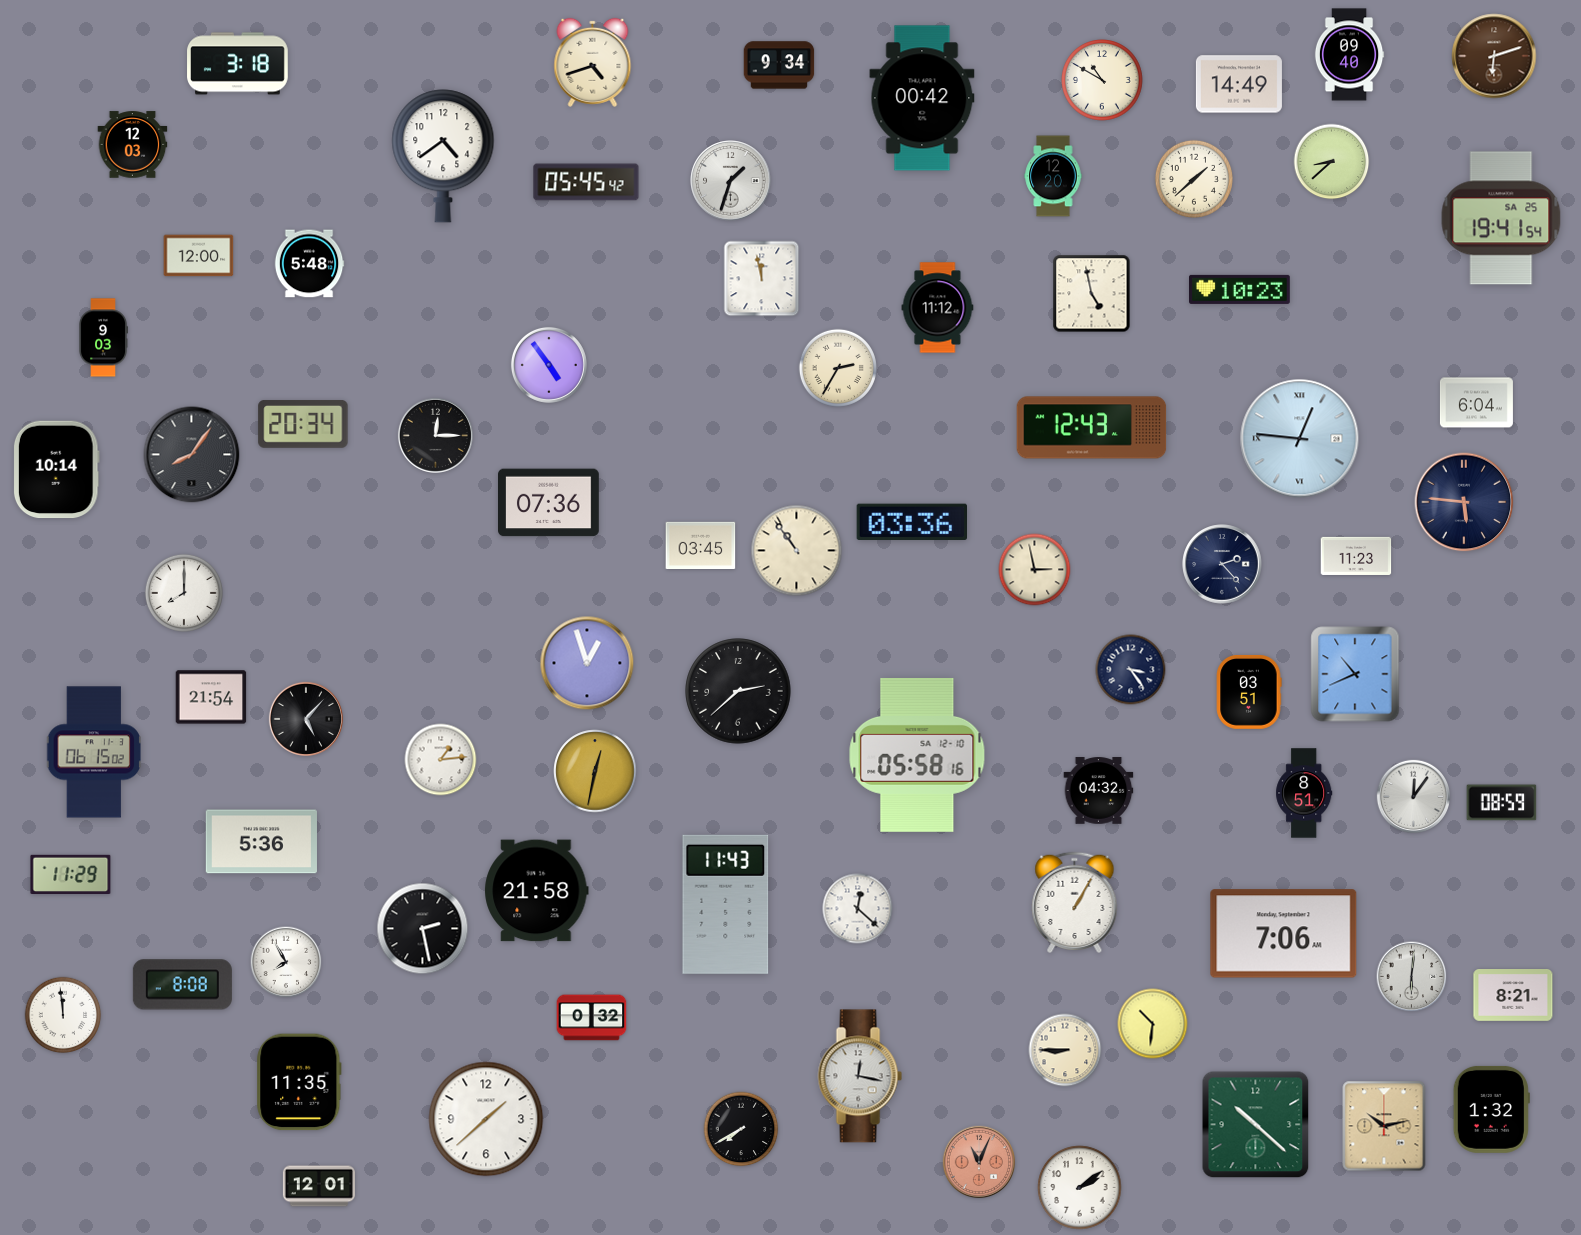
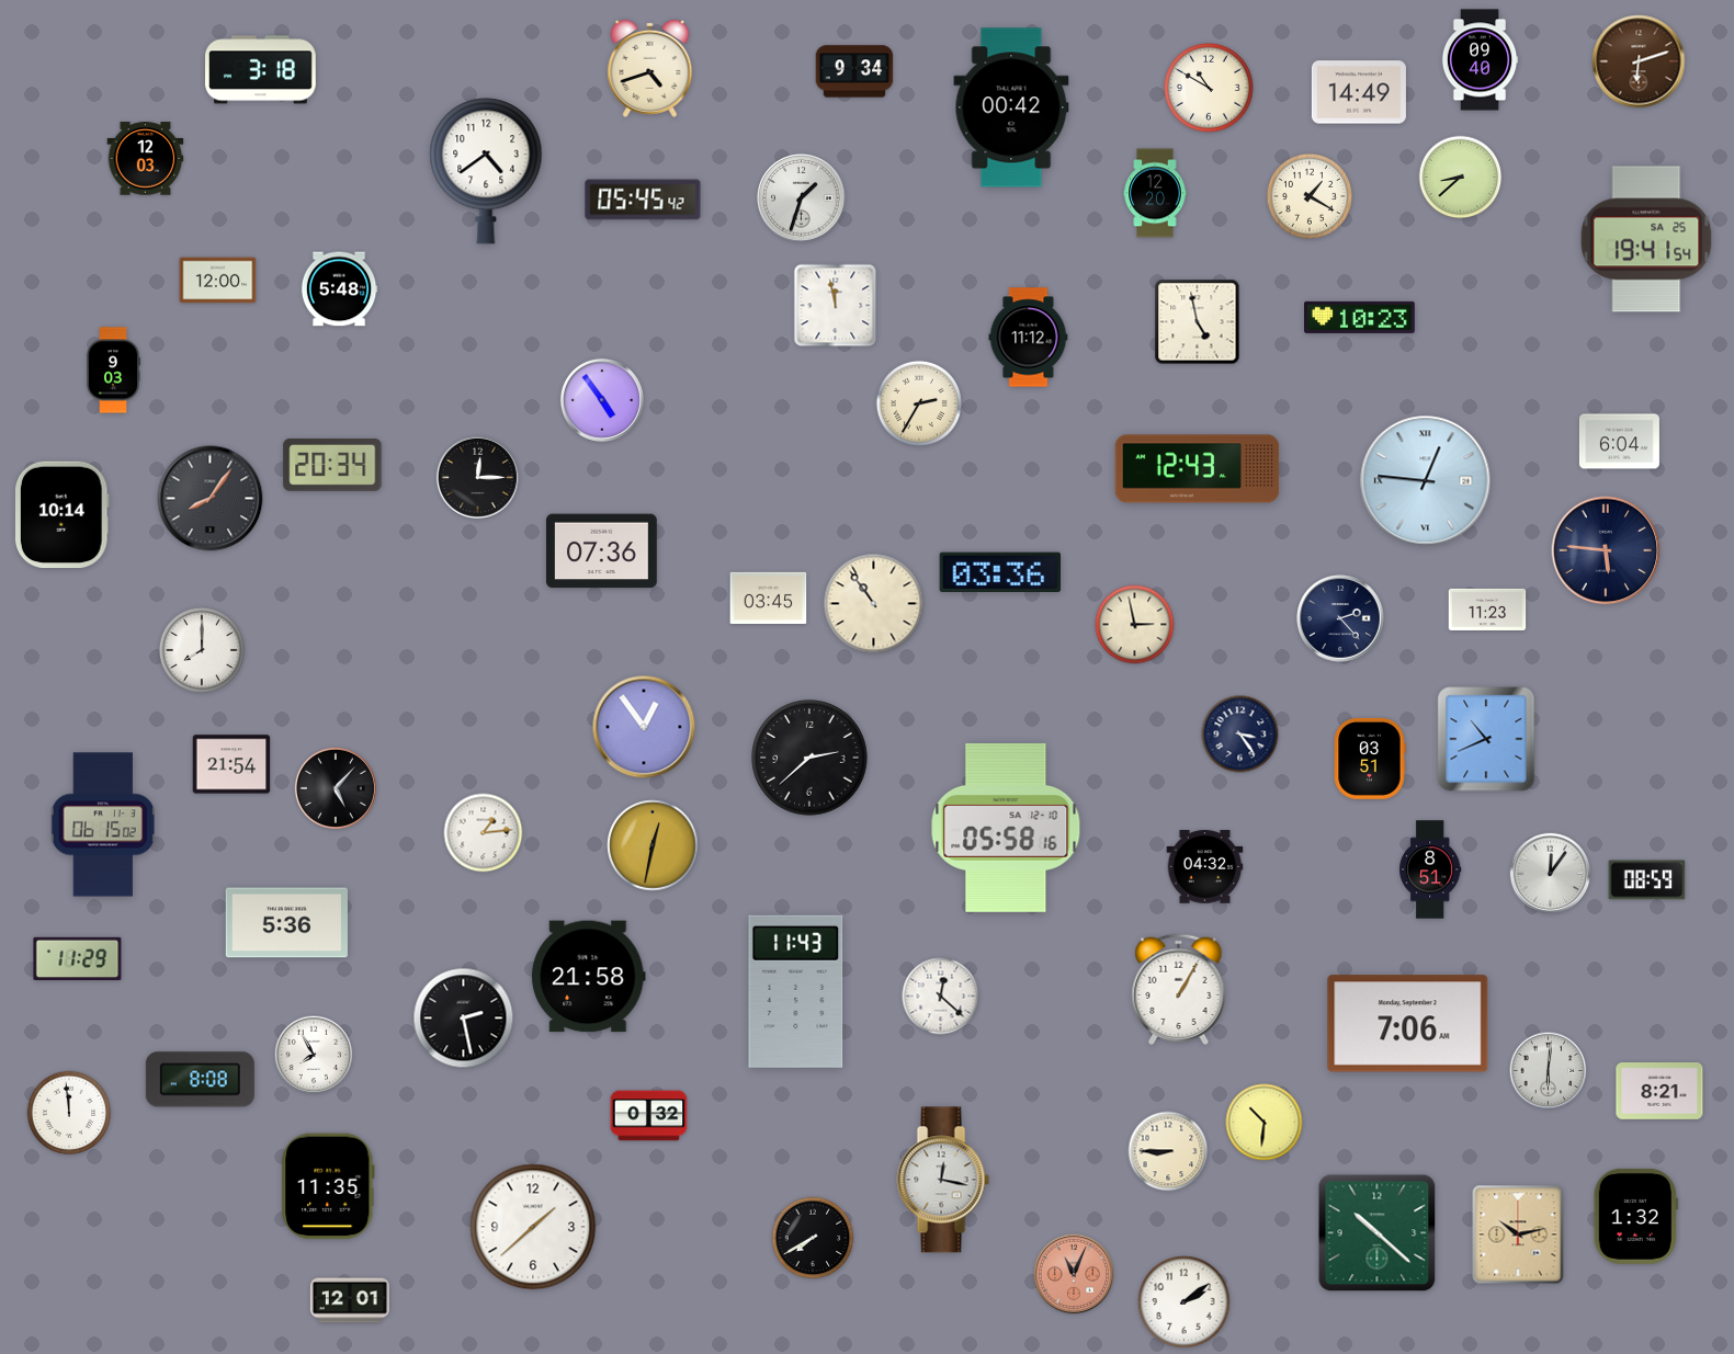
clock at (1194, 179): 1:38 -> 1:20
clock at (587, 663): 12:57 -> 12:54
